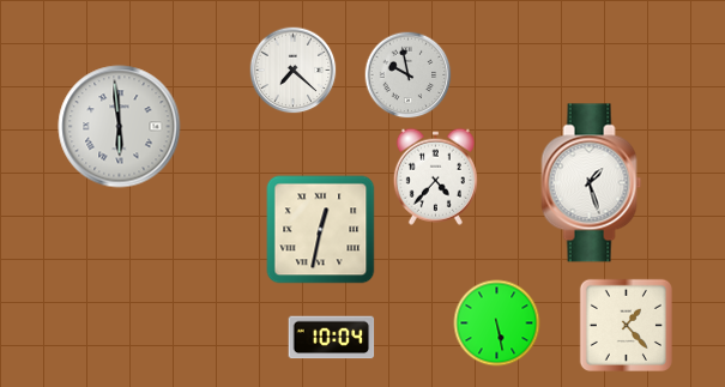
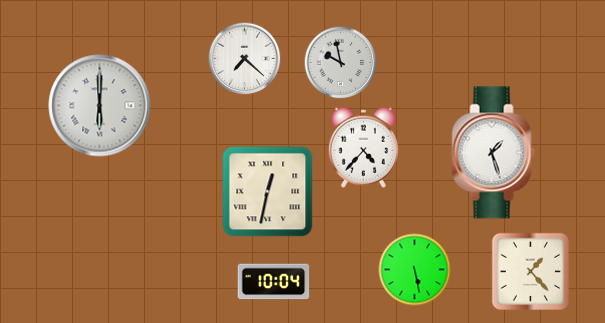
clock at (120, 127): 5:59 -> 6:00
clock at (626, 325) position: (626, 325) -> (530, 271)
clock at (332, 338) position: (332, 338) -> (274, 282)
